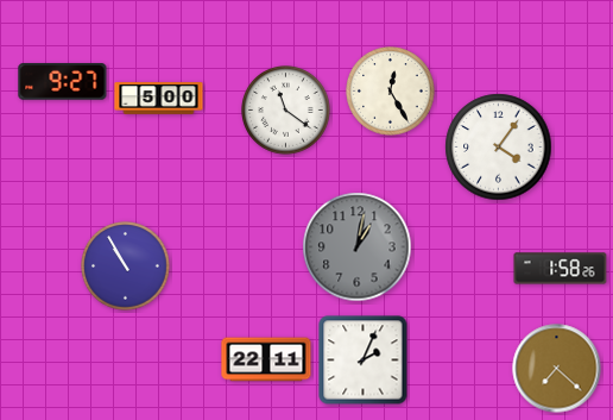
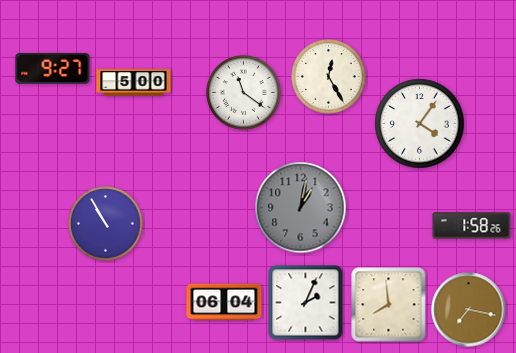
clock at (286, 111) position: (286, 111) -> (244, 93)
clock at (266, 359): 22:11 -> 06:04
clock at (389, 305): none -> 7:59
clock at (557, 369): 7:22 -> 7:17
